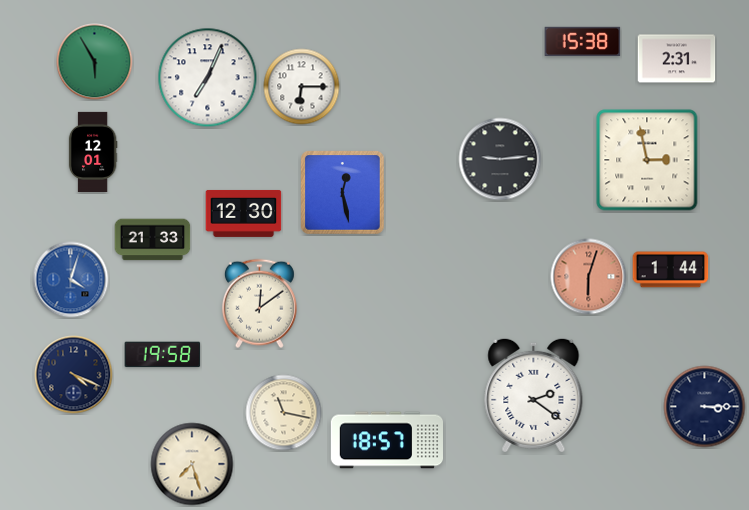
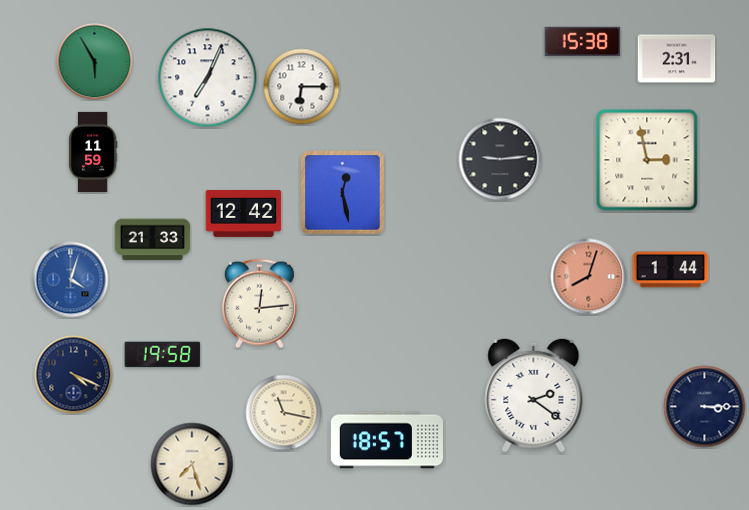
clock at (93, 151): 12:01 -> 11:59
clock at (244, 213): 12:30 -> 12:42
clock at (589, 277): 6:03 -> 8:03
clock at (259, 304): 12:09 -> 12:14
